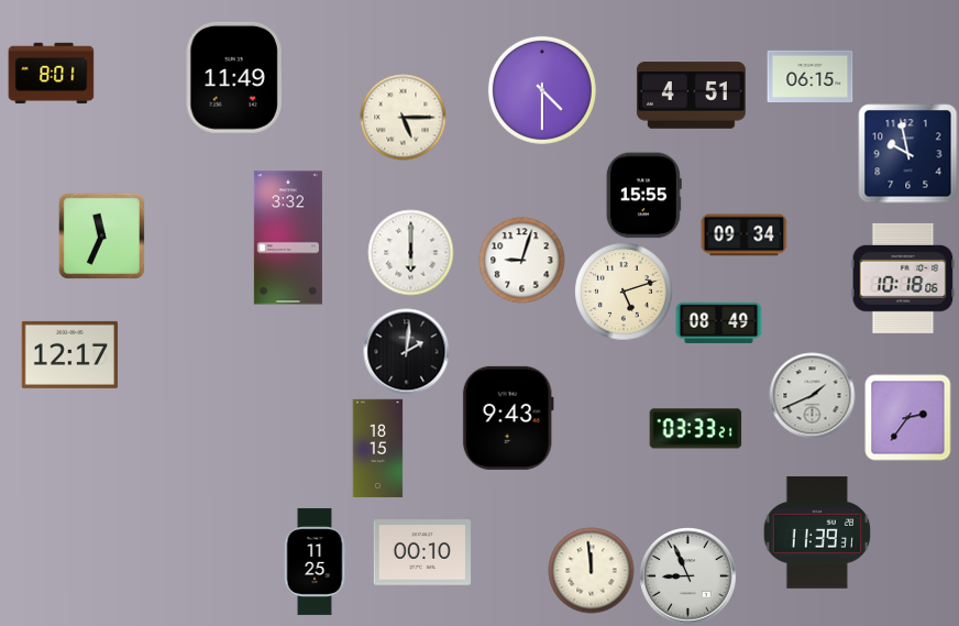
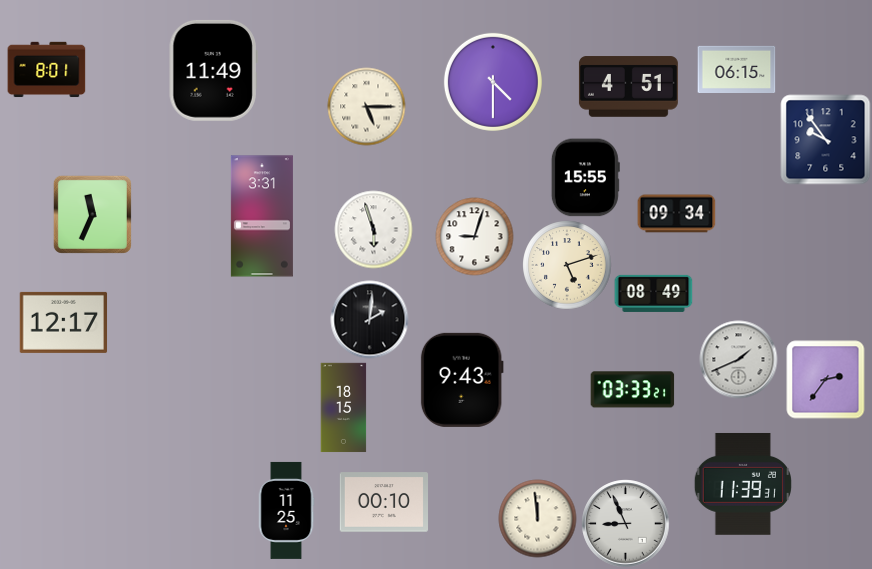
clock at (51, 74) position: (51, 74) -> (46, 70)
clock at (907, 153): 9:58 -> 9:54
clock at (288, 238): 3:32 -> 3:31
clock at (410, 252): 6:00 -> 5:57
clock at (903, 278): 10:18 -> none
